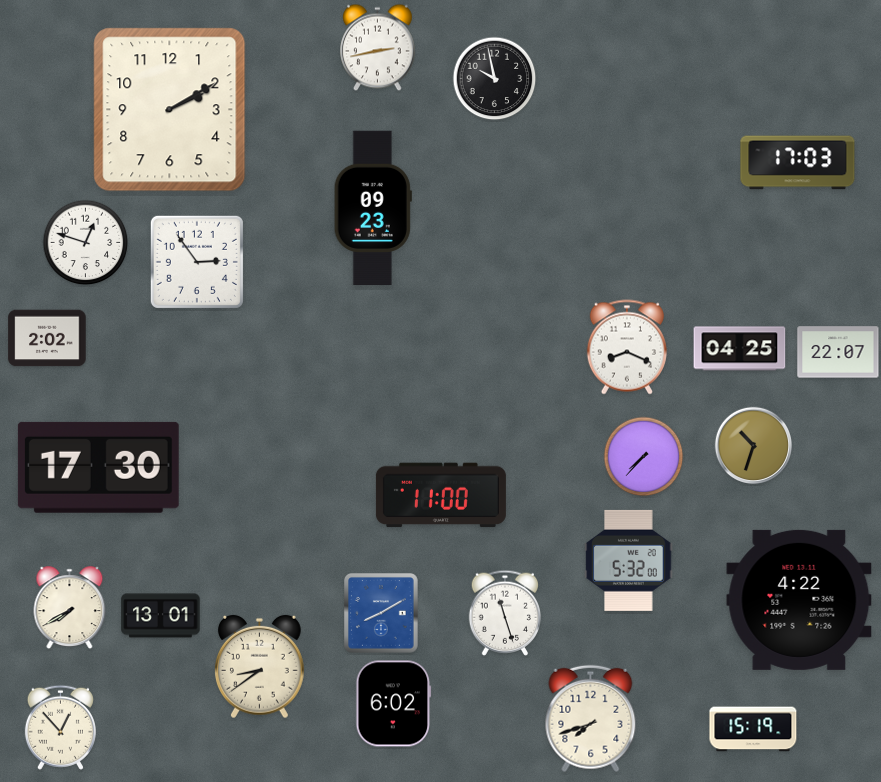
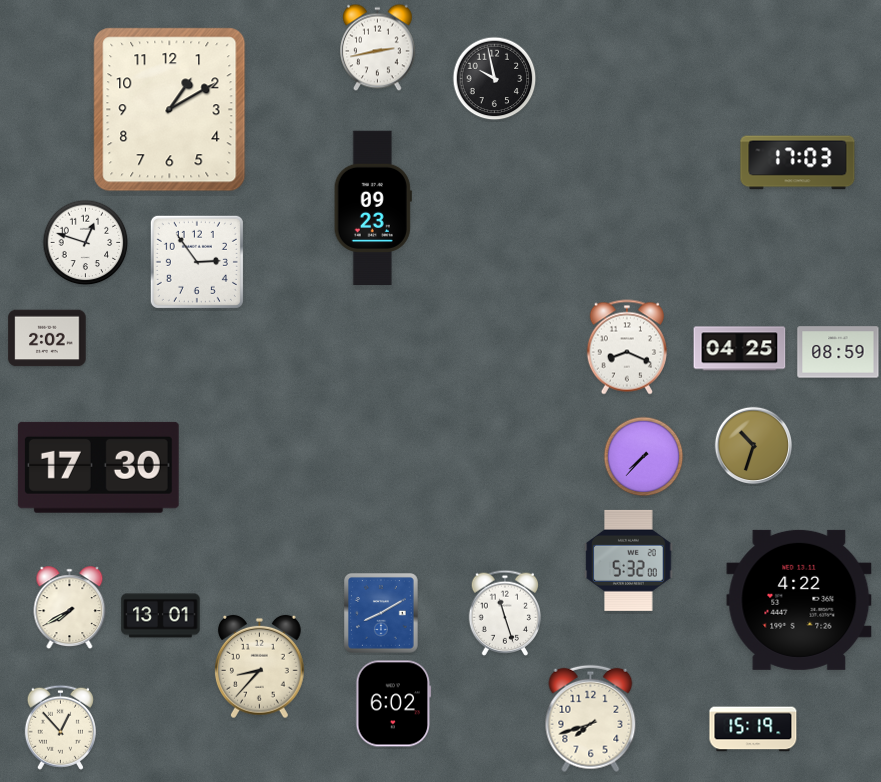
clock at (170, 110): 2:10 -> 1:10
clock at (838, 352): 22:07 -> 08:59
clock at (441, 495): 11:00 -> none
clock at (259, 667): 8:39 -> 8:37
